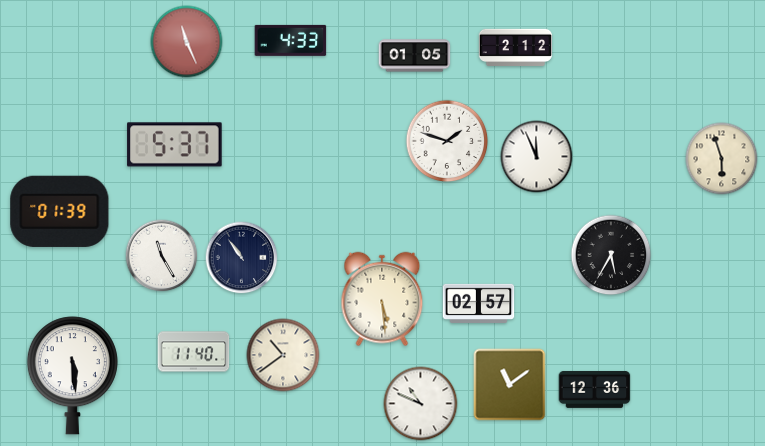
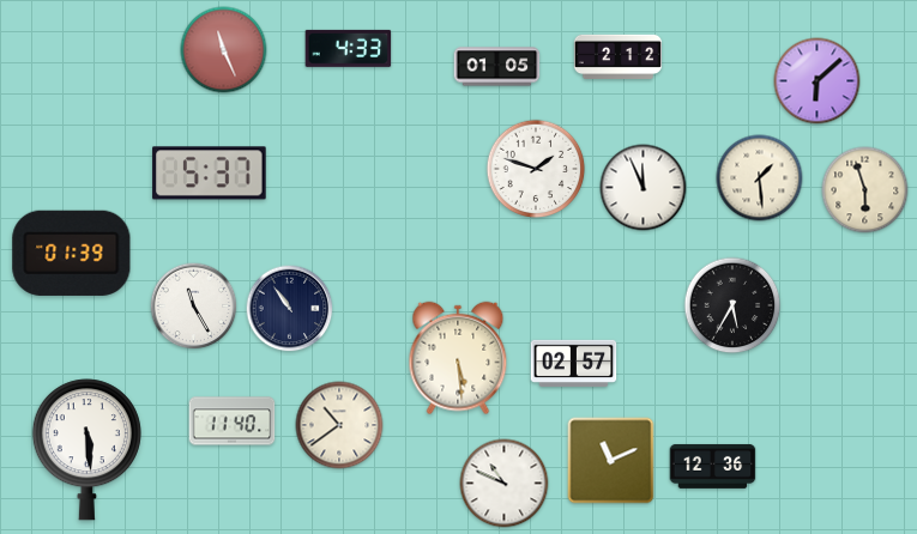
clock at (818, 81): none -> 6:08
clock at (760, 178): none -> 1:29
clock at (510, 385): 11:09 -> 11:11
